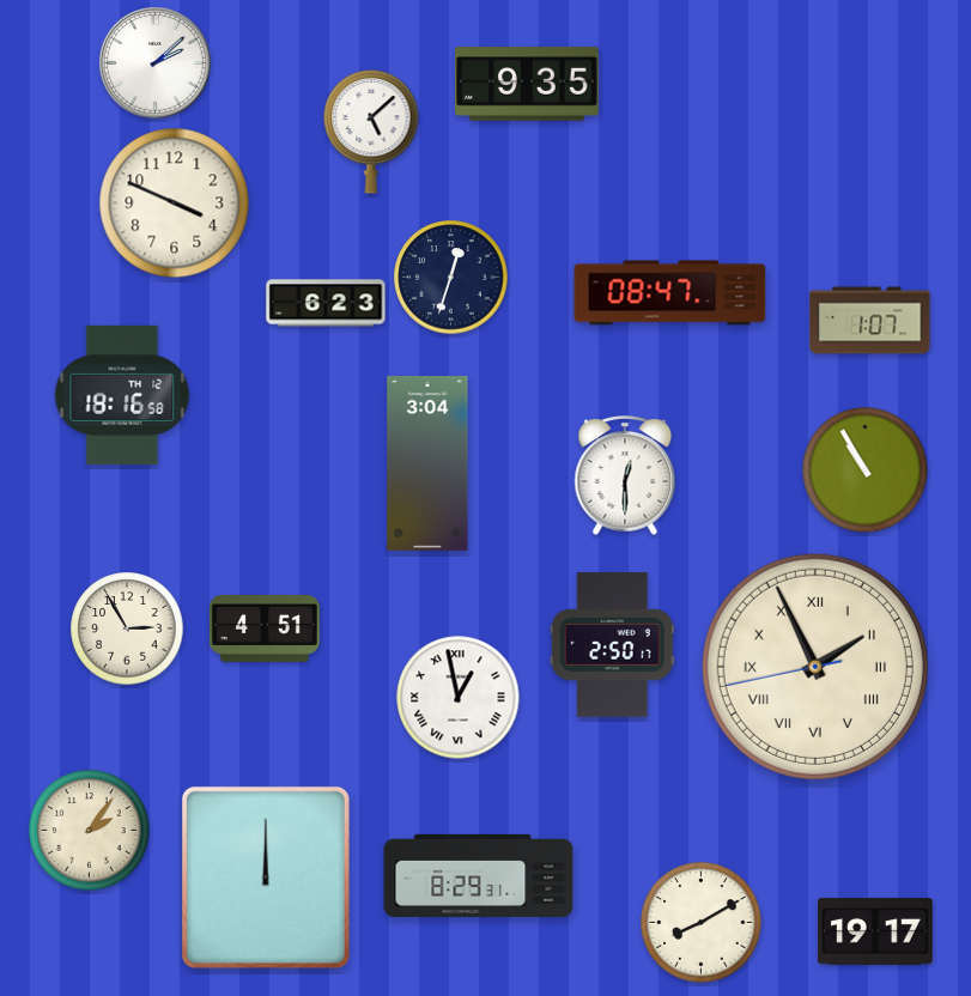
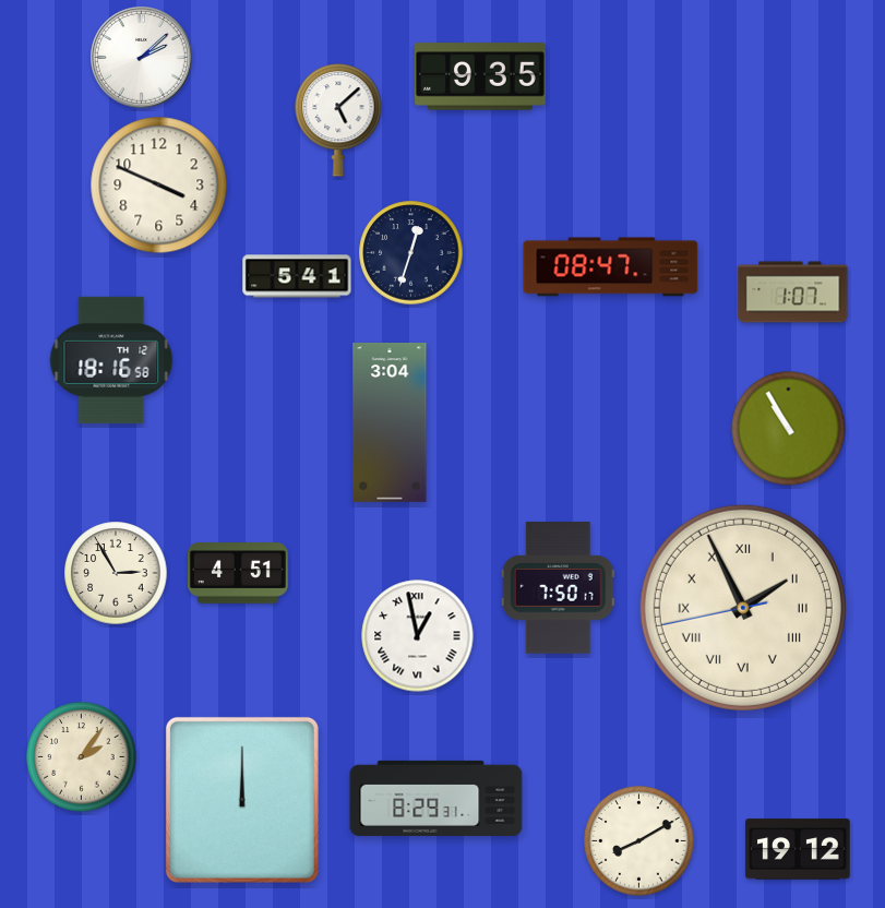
clock at (326, 303): 6:23 -> 5:41
clock at (625, 475): 12:30 -> none
clock at (265, 630) position: (265, 630) -> (238, 574)
clock at (612, 645): 2:50 -> 7:50
clock at (875, 931): 19:17 -> 19:12
